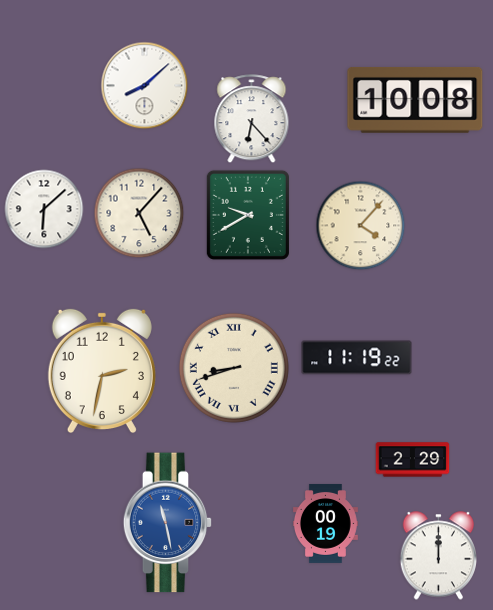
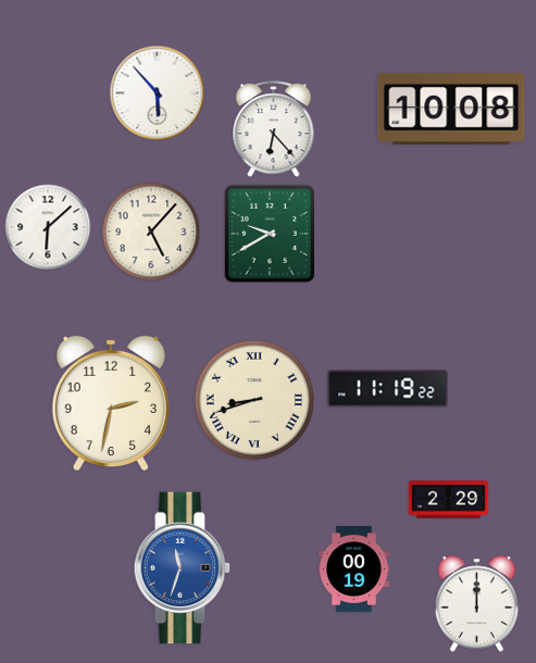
clock at (145, 86): 8:08 -> 5:53
clock at (361, 226): 4:07 -> none
clock at (168, 523): 11:28 -> 11:33
